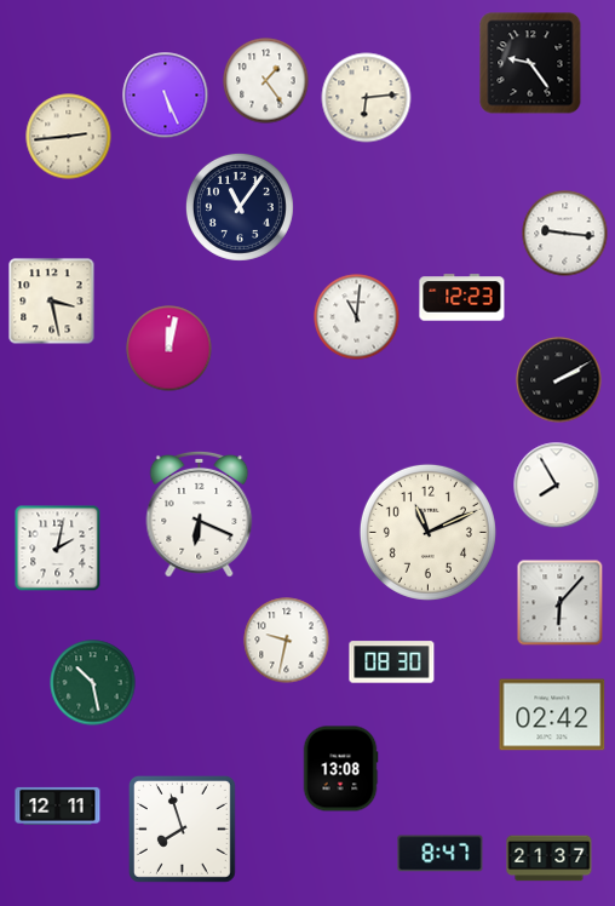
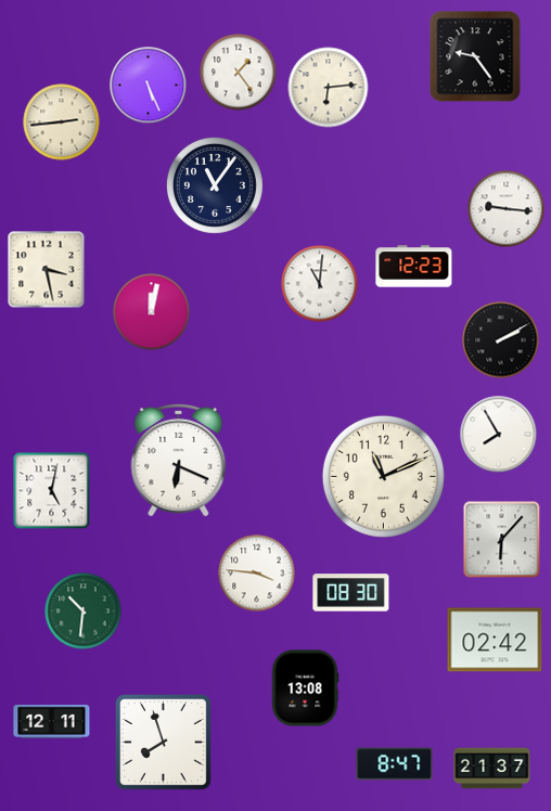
clock at (58, 549): 2:02 -> 5:02
clock at (287, 641): 9:32 -> 3:46
clock at (93, 683): 10:28 -> 10:31
